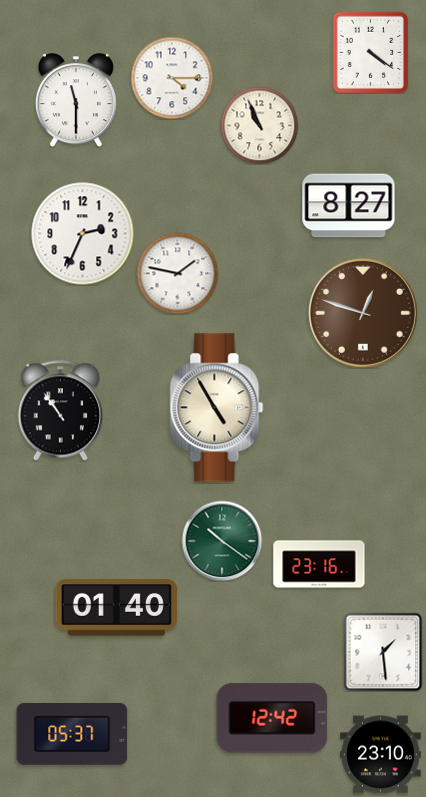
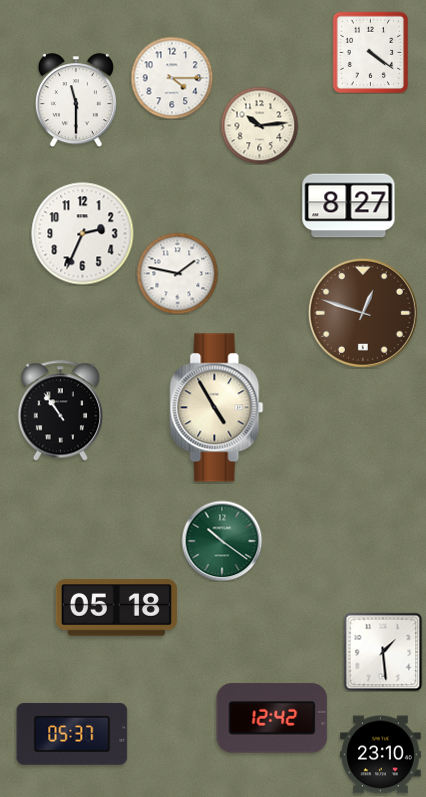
clock at (259, 125): 10:56 -> 10:14
clock at (319, 564): 23:16 -> none
clock at (116, 608): 01:40 -> 05:18
